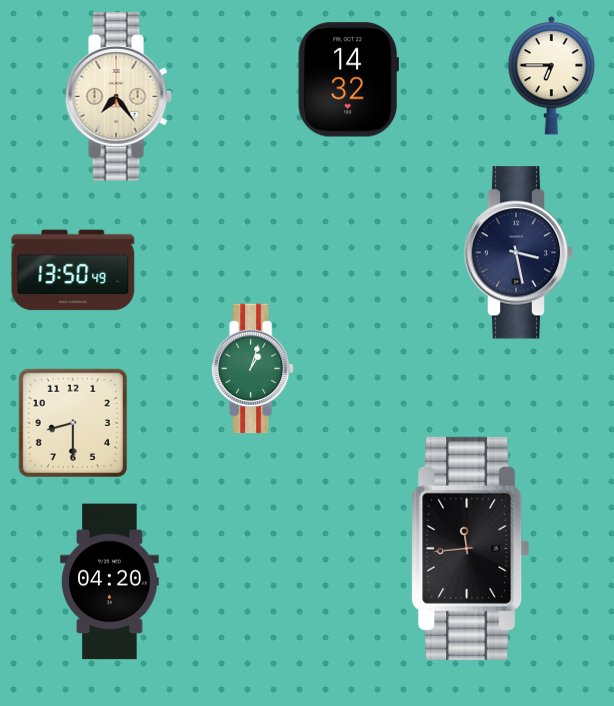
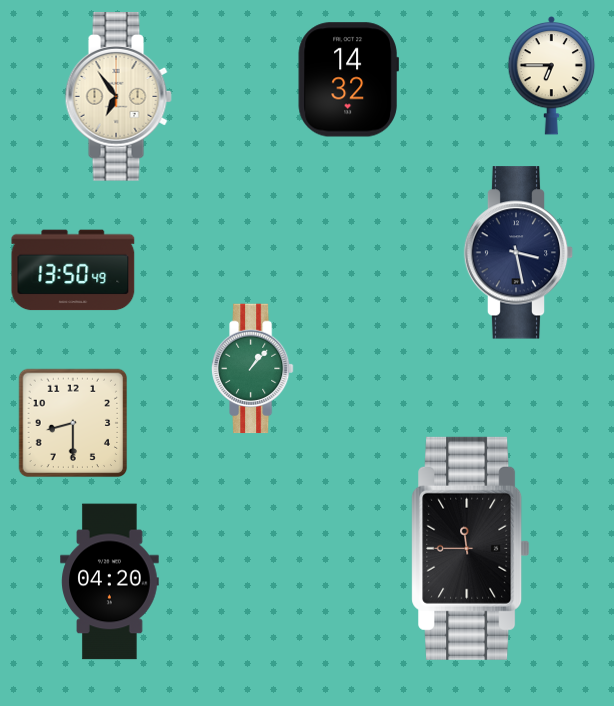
clock at (118, 97): 7:24 -> 6:54
clock at (253, 369): 1:03 -> 1:07
clock at (471, 548): 11:44 -> 11:45
